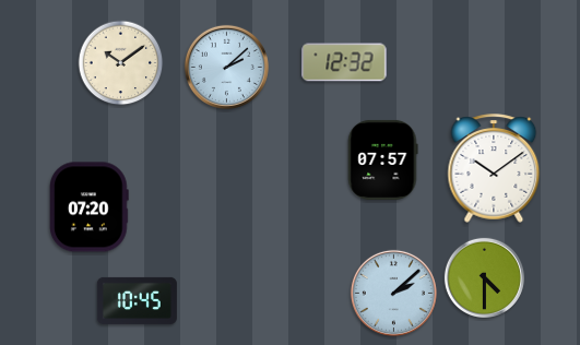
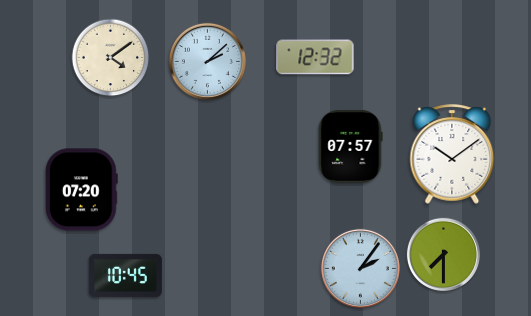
clock at (121, 63): 10:09 -> 4:09
clock at (484, 277): 4:30 -> 7:30
clock at (393, 293): 2:08 -> 2:06
